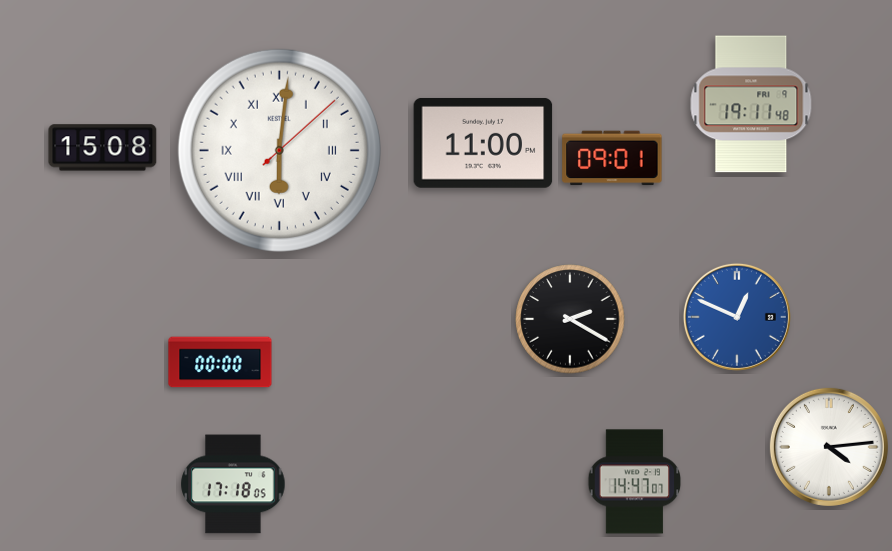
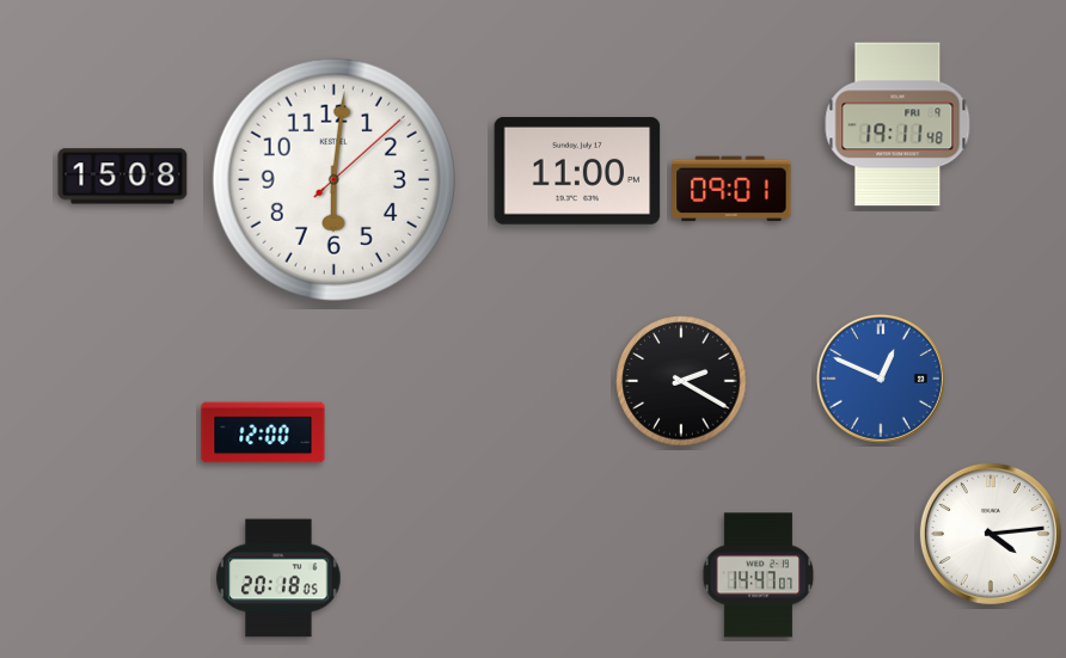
clock at (279, 150) numerals: Roman -> Arabic
clock at (220, 362): 00:00 -> 12:00
clock at (233, 484): 17:18 -> 20:18
